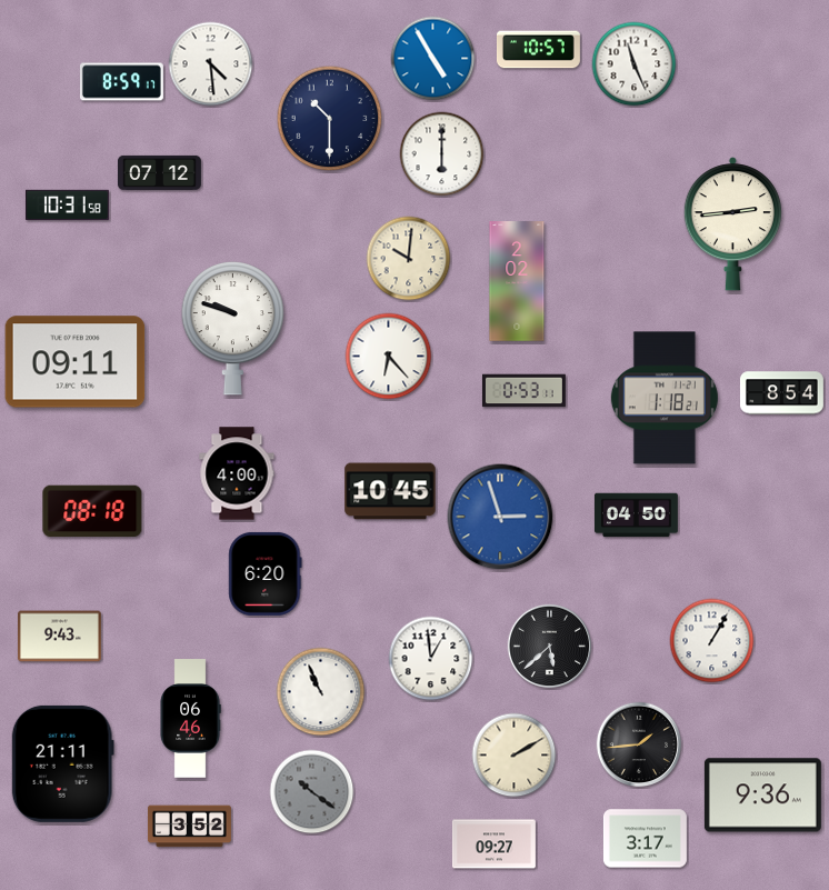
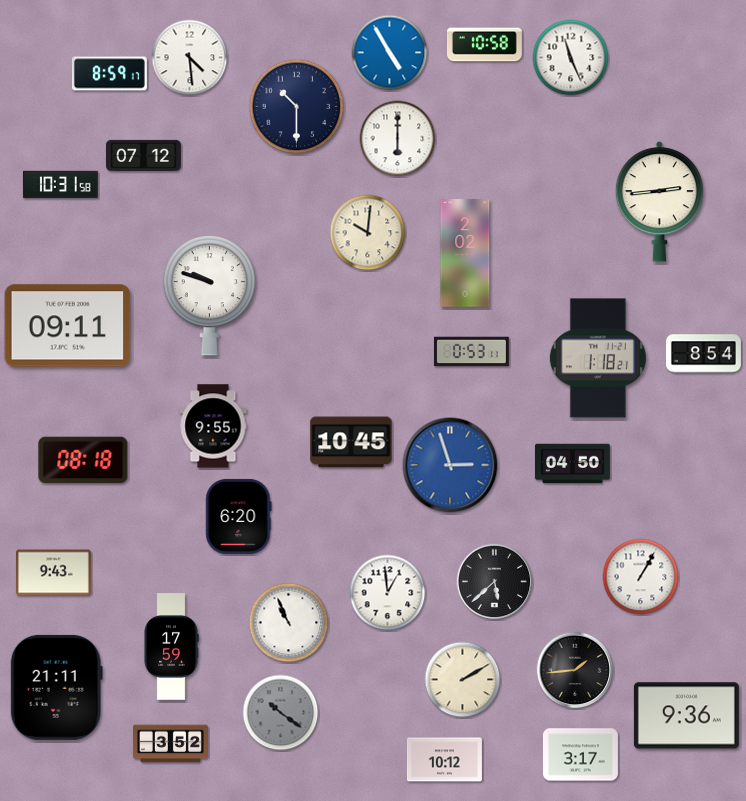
clock at (538, 50): 10:57 -> 10:58
clock at (389, 357): 6:23 -> none
clock at (237, 473): 4:00 -> 9:55
clock at (190, 719): 06:46 -> 17:59
clock at (493, 844): 09:27 -> 10:12
